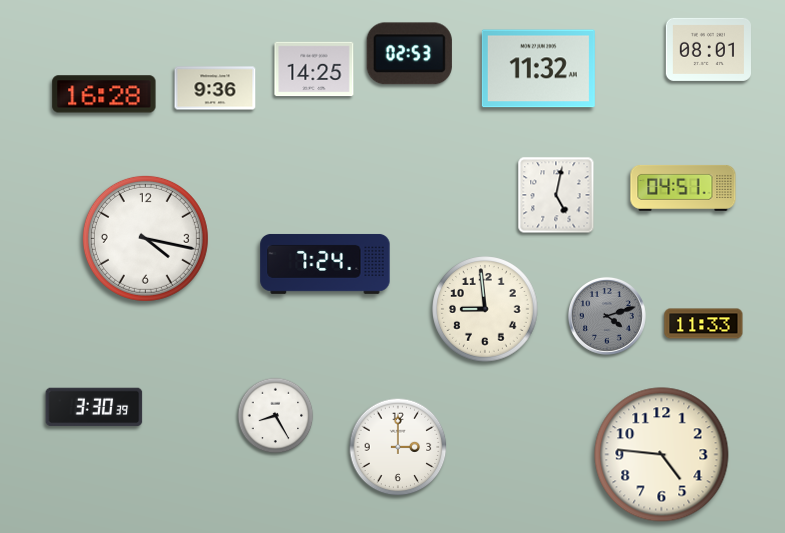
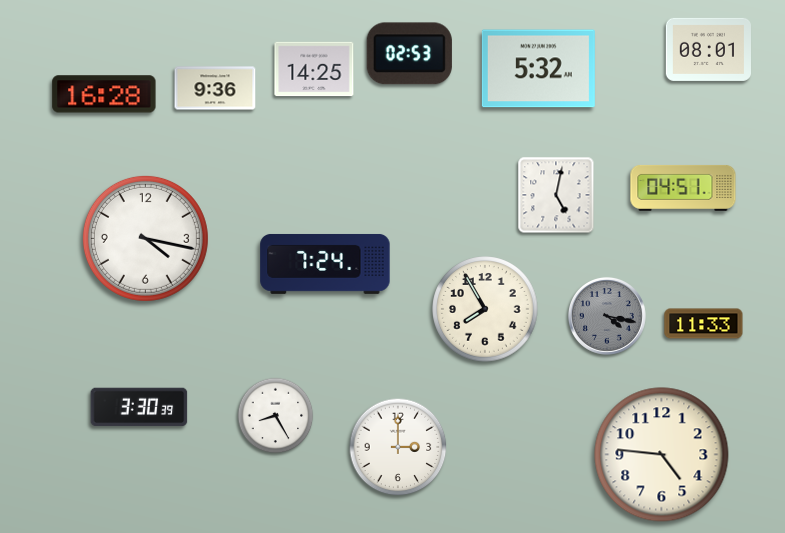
clock at (538, 69): 11:32 -> 5:32
clock at (485, 309): 8:59 -> 7:55
clock at (607, 316): 4:12 -> 4:17
clock at (94, 407) position: (94, 407) -> (139, 407)
